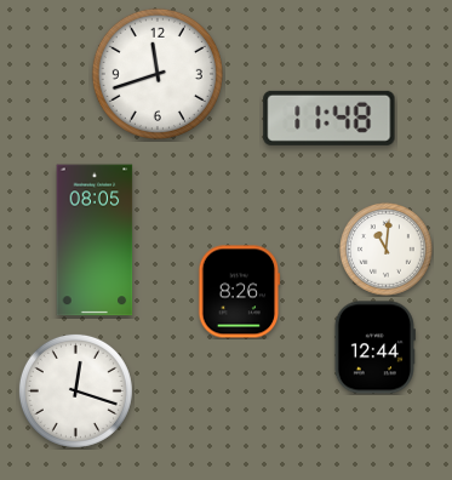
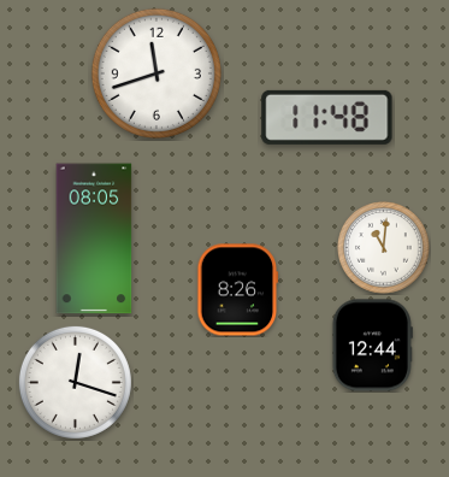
clock at (75, 390) position: (75, 390) -> (75, 382)
